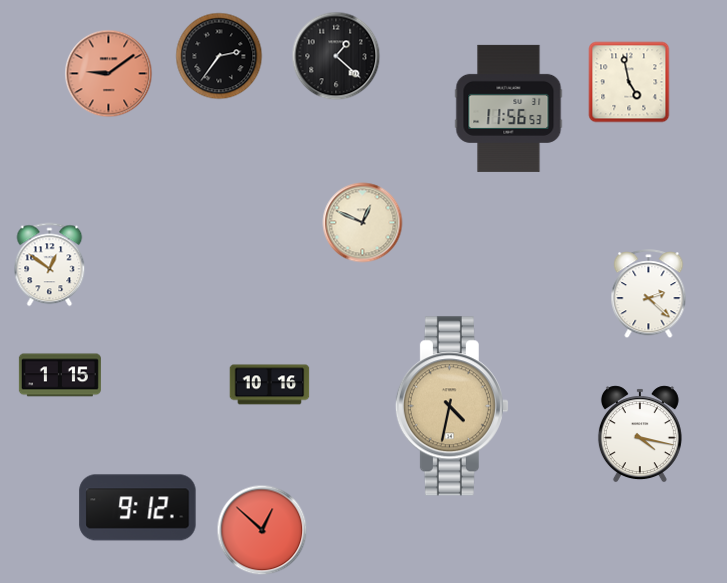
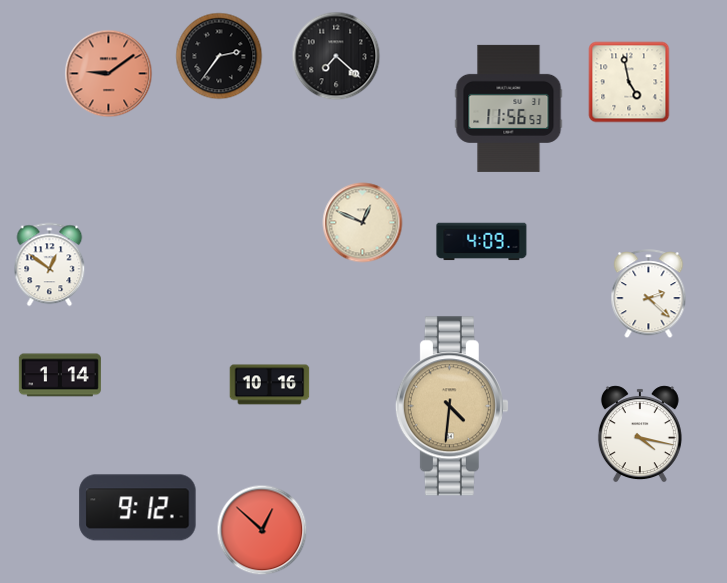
clock at (336, 56): 1:22 -> 7:22
clock at (482, 242): none -> 4:09
clock at (60, 375): 1:15 -> 1:14
clock at (452, 406): 4:32 -> 4:31
